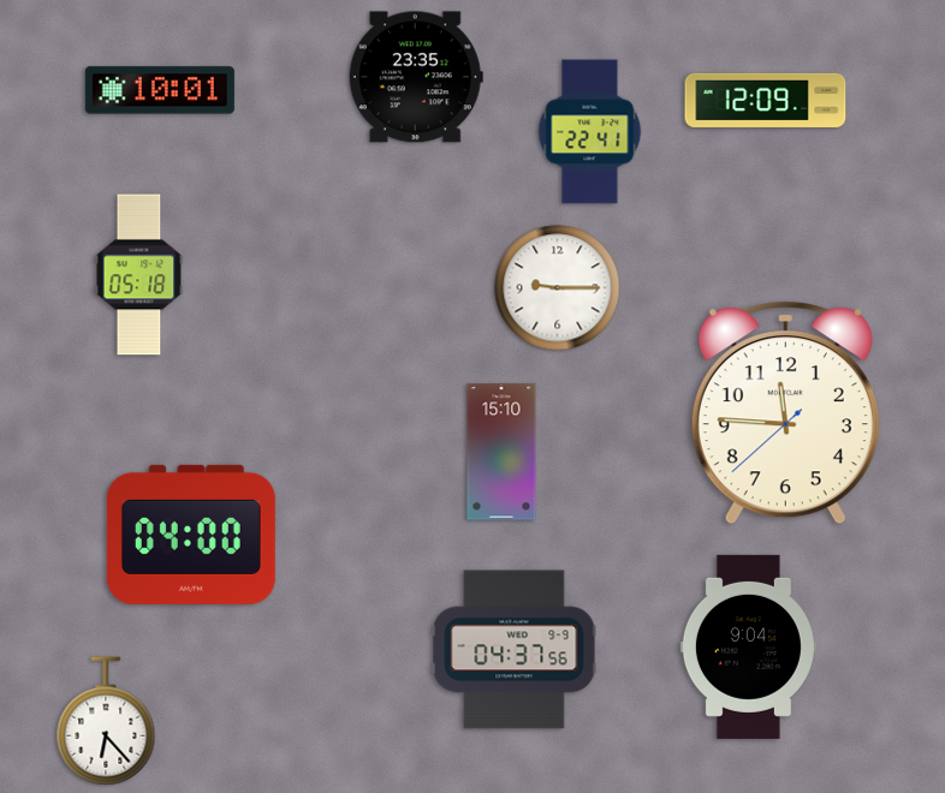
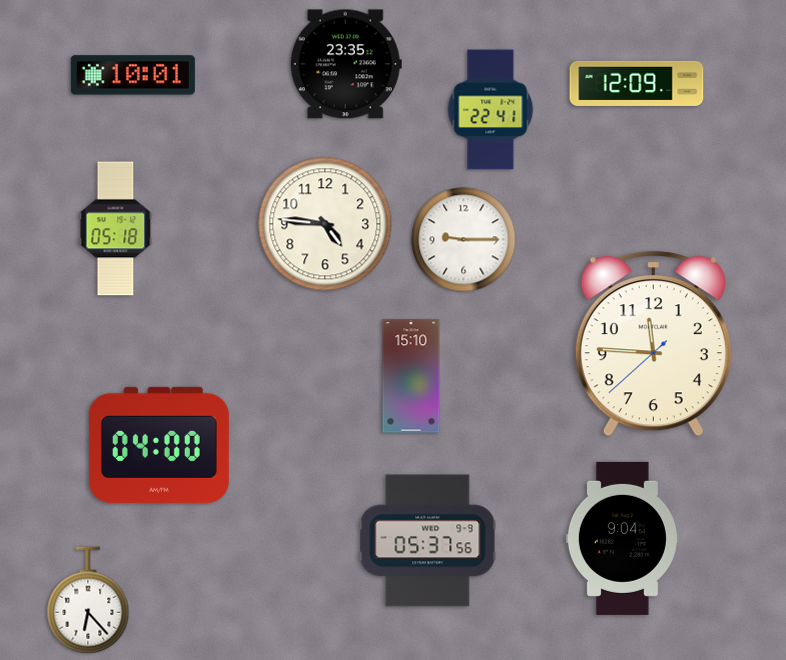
clock at (325, 224): none -> 4:46
clock at (501, 452) position: (501, 452) -> (411, 376)
clock at (515, 650): 04:37 -> 05:37
